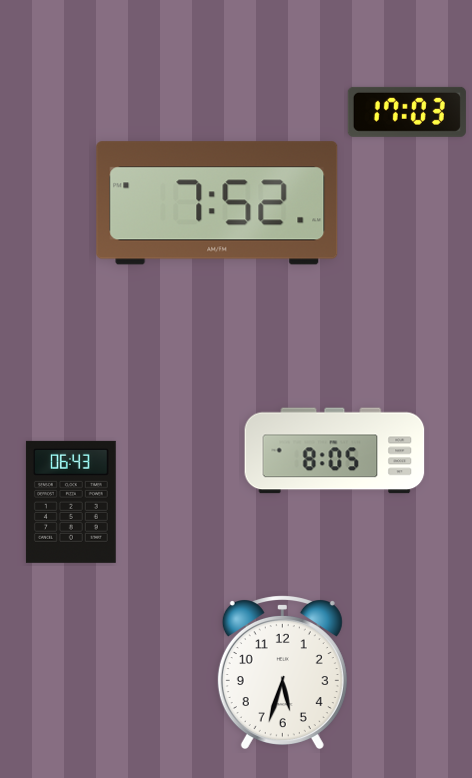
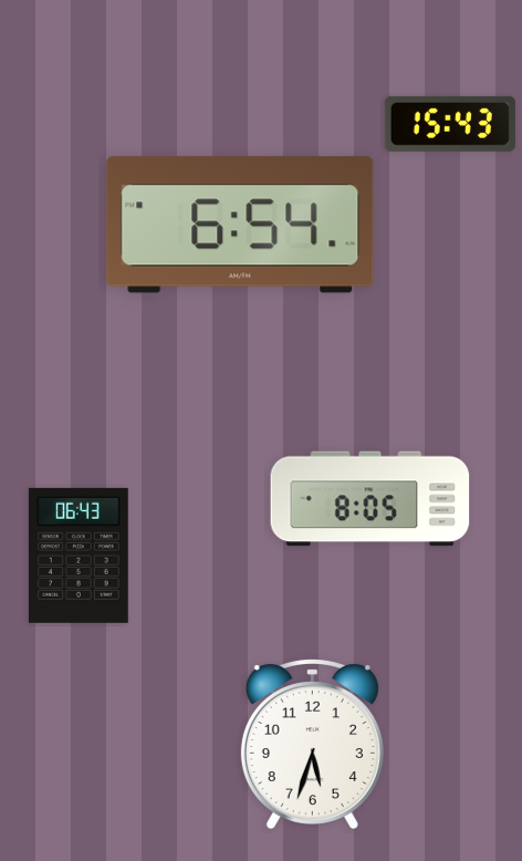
clock at (407, 112): 17:03 -> 15:43
clock at (217, 203): 7:52 -> 6:54
